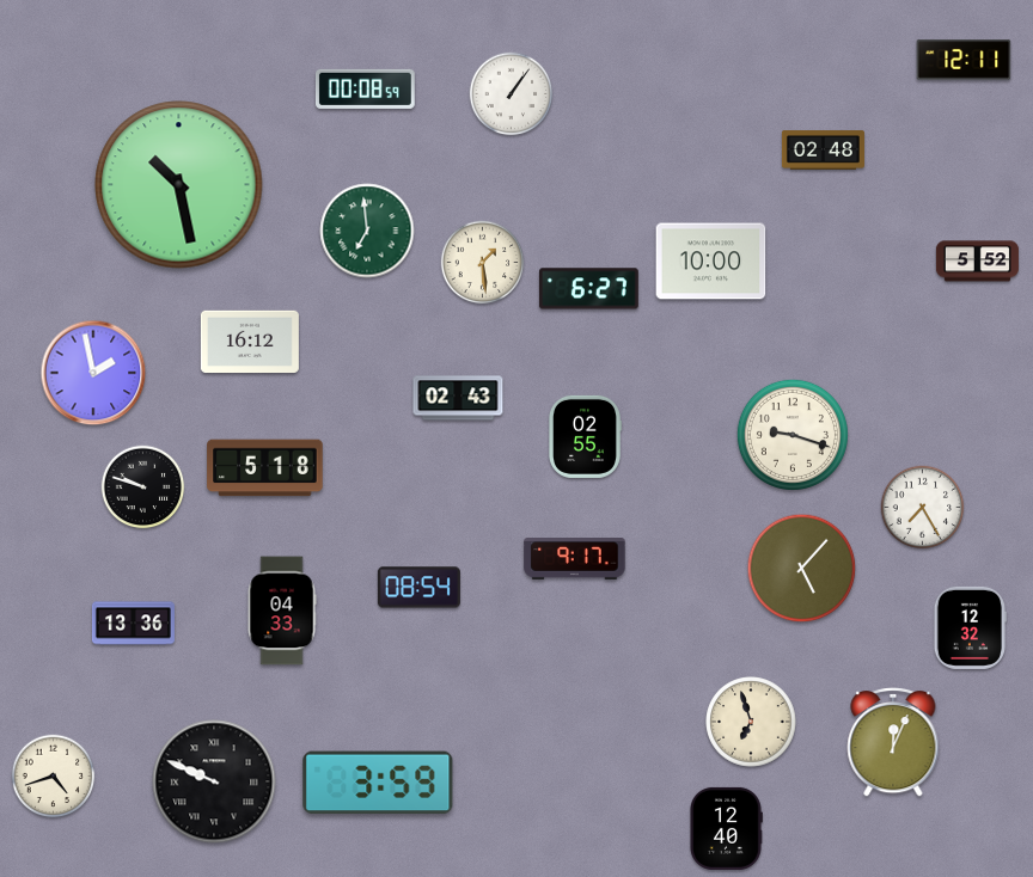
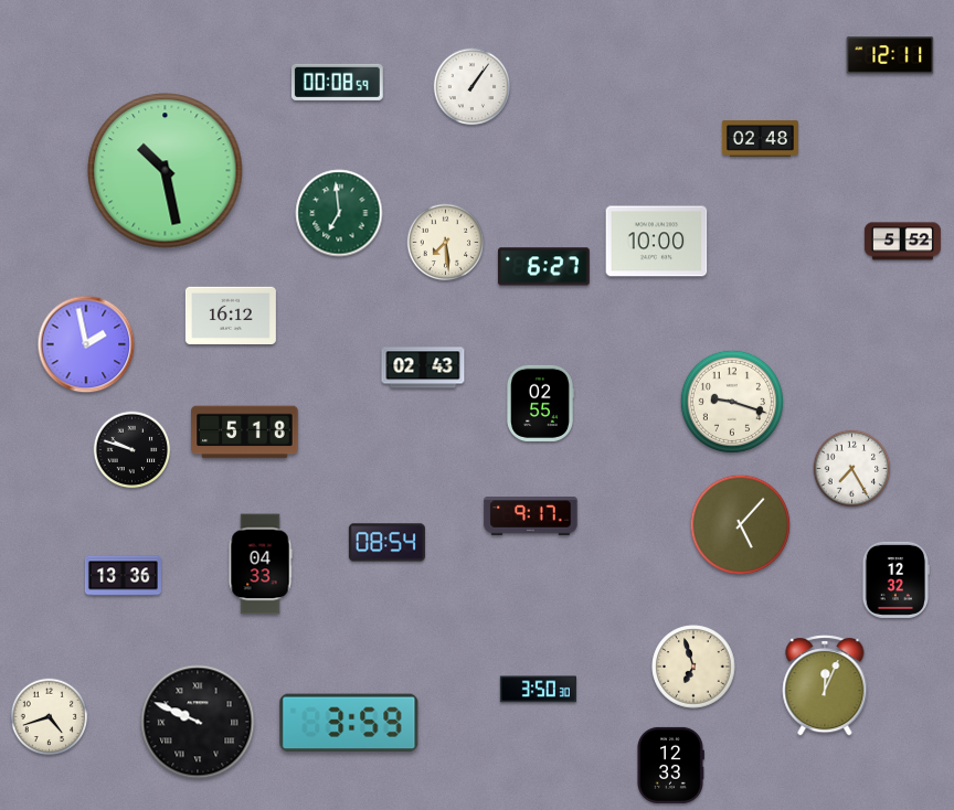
clock at (483, 263): 1:29 -> 7:29
clock at (538, 690): none -> 3:50
clock at (727, 828): 12:40 -> 12:33
